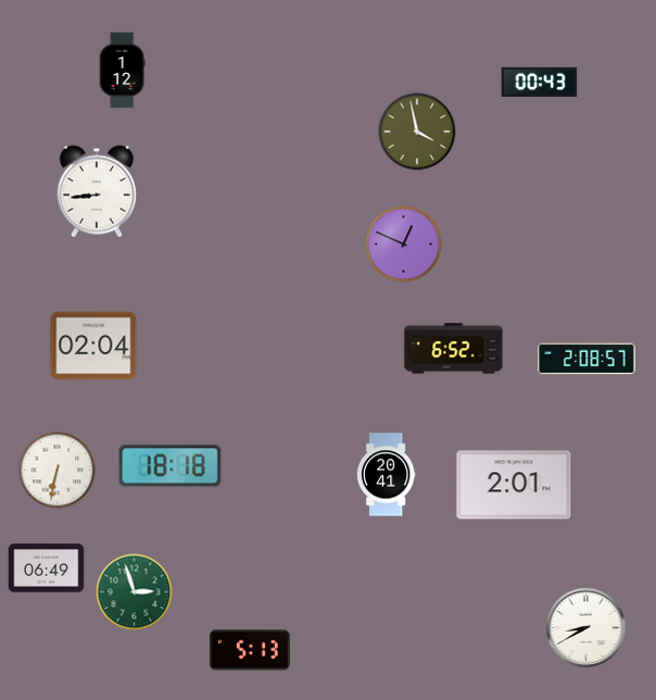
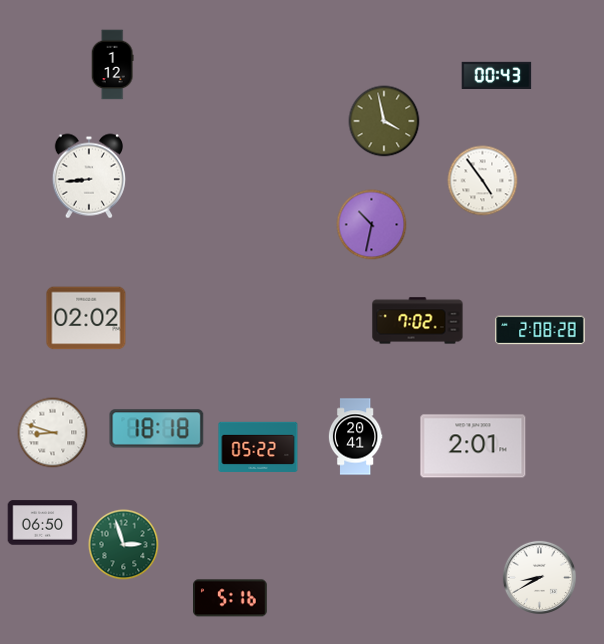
clock at (483, 181): none -> 4:54
clock at (404, 245): 12:49 -> 10:32
clock at (93, 346): 02:04 -> 02:02
clock at (454, 349): 6:52 -> 7:02
clock at (586, 359): 2:08:57 -> 2:08:28
clock at (58, 471): 6:32 -> 8:48
clock at (258, 447): none -> 05:22
clock at (47, 568): 06:49 -> 06:50
clock at (251, 650): 5:13 -> 5:16
